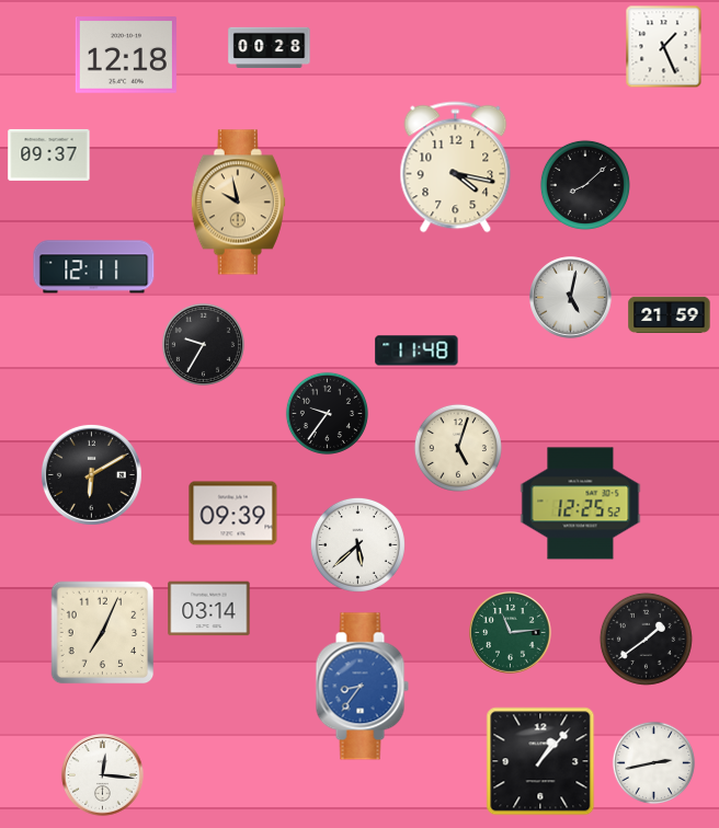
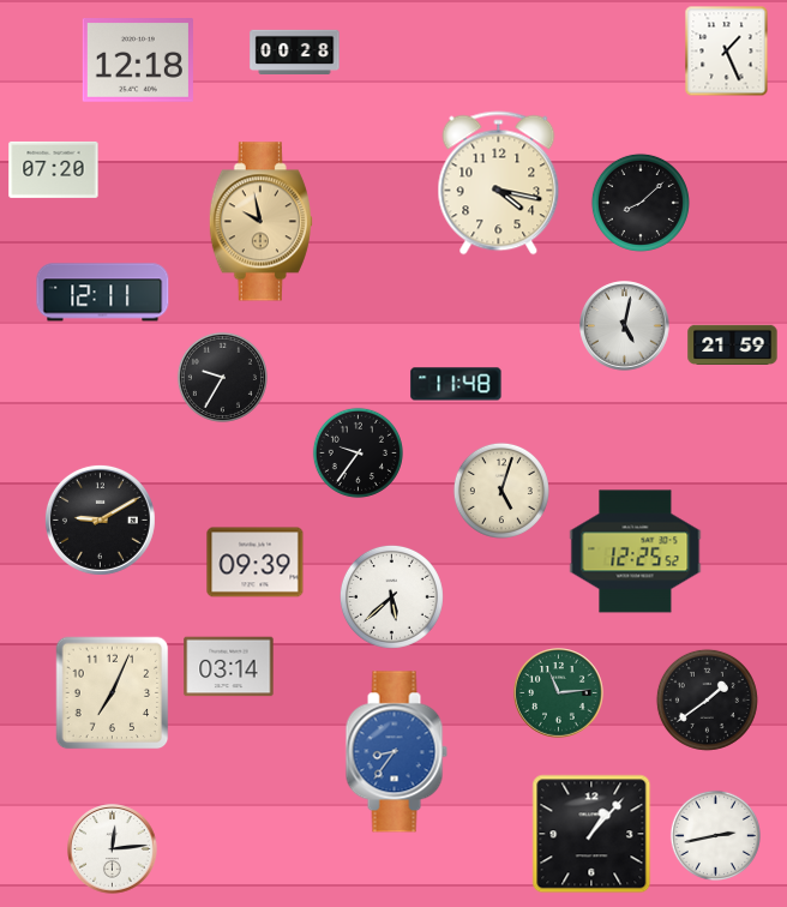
clock at (49, 154): 09:37 -> 07:20
clock at (91, 474): 6:10 -> 9:10
clock at (103, 775): 12:16 -> 12:14
